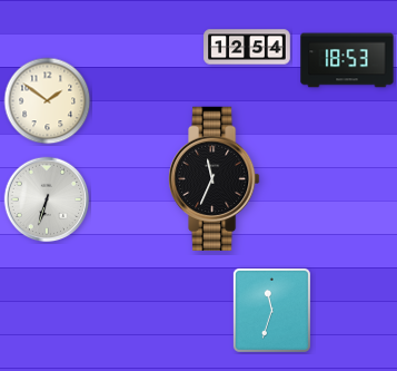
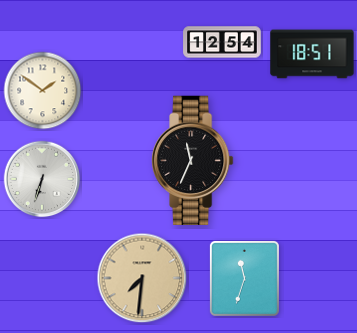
clock at (347, 60): 18:53 -> 18:51
clock at (142, 278): none -> 7:31
